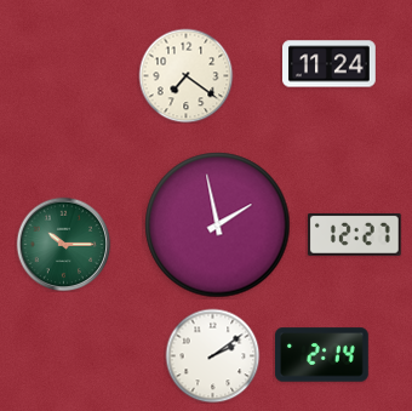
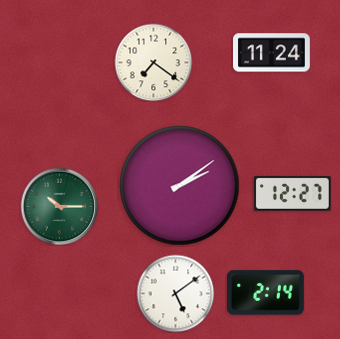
clock at (218, 226): 1:58 -> 2:09
clock at (63, 244) position: (63, 244) -> (59, 206)
clock at (212, 355): 2:09 -> 5:09
